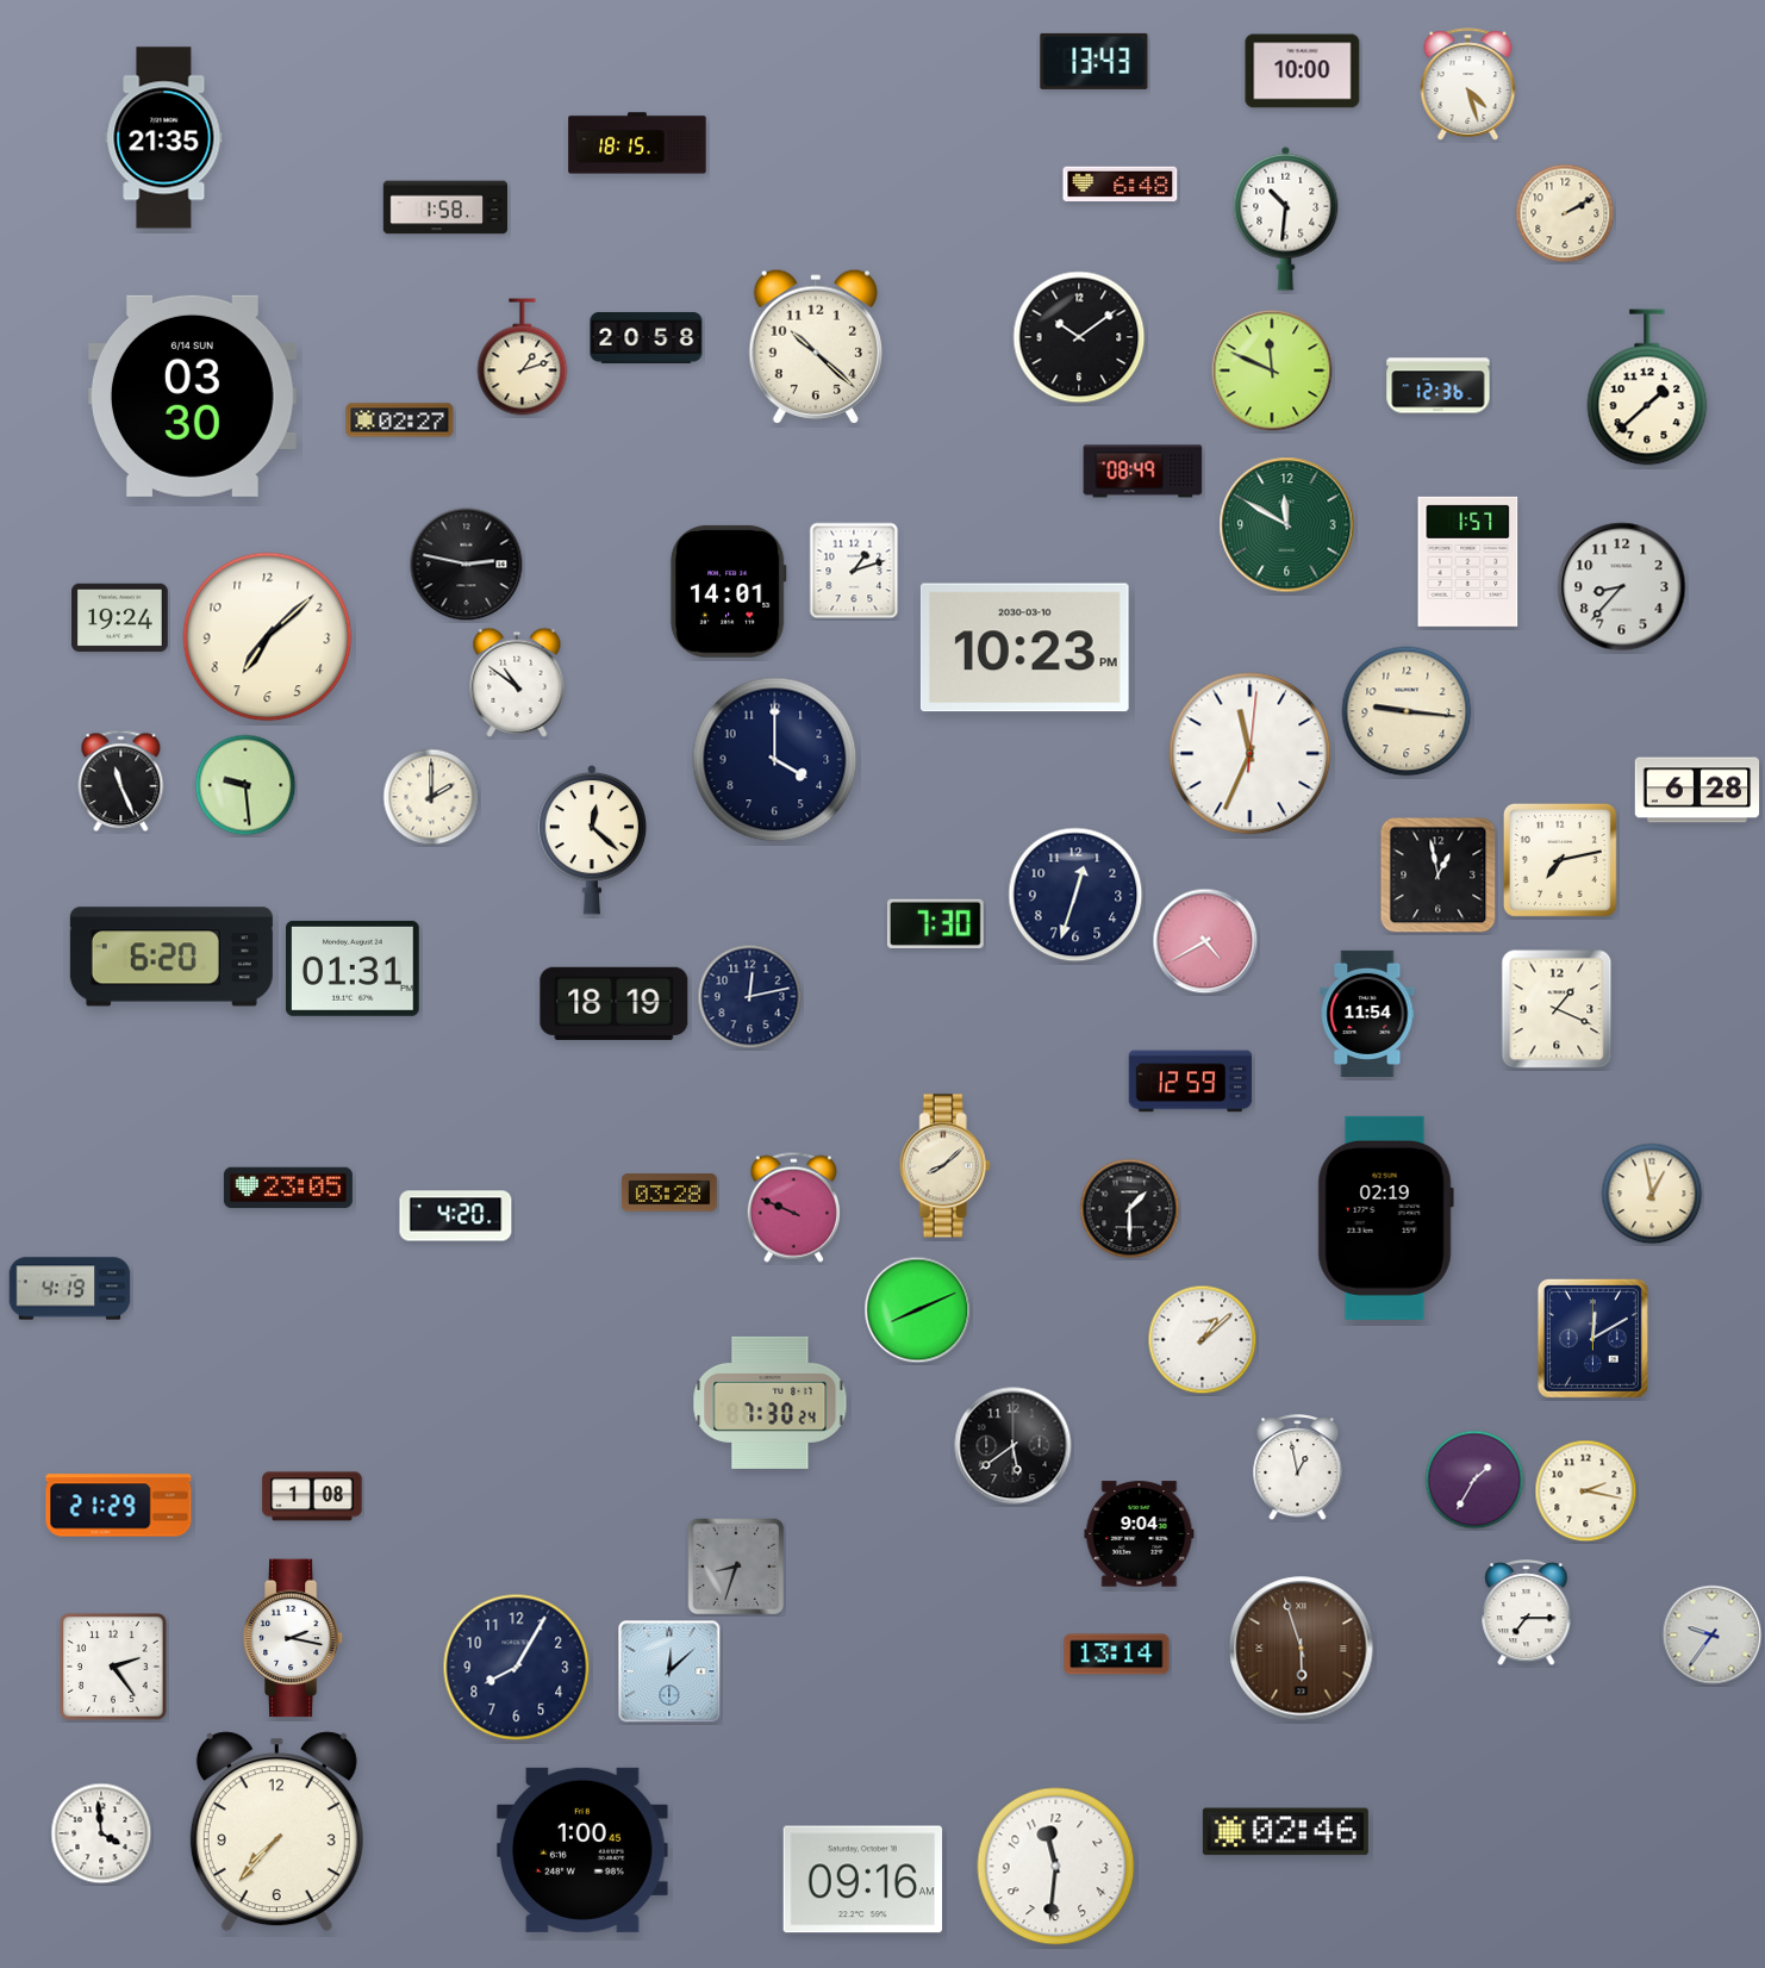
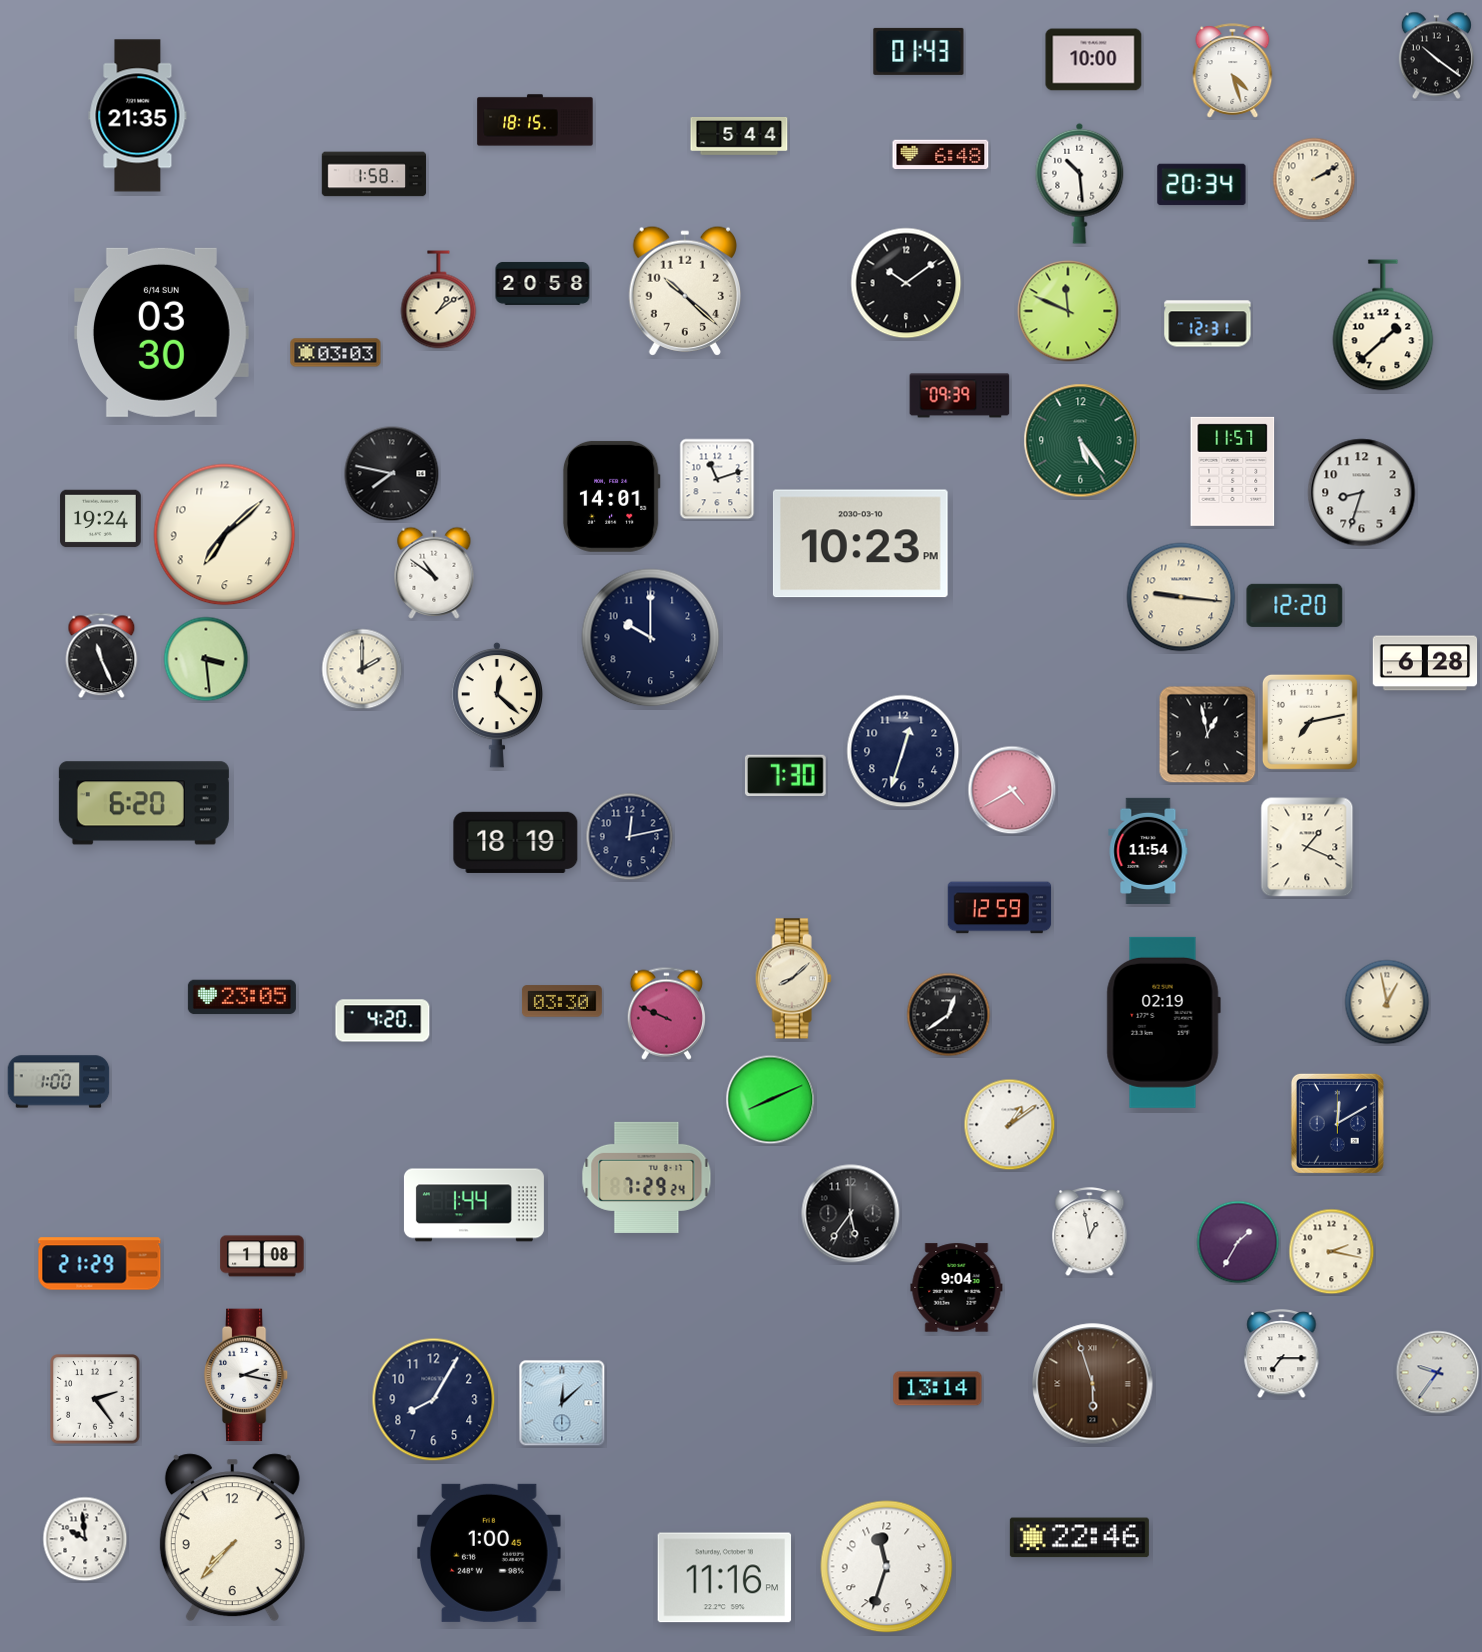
clock at (1094, 61): 13:43 -> 01:43
clock at (1436, 56): none -> 10:21
clock at (739, 136): none -> 5:44
clock at (1286, 218): 10:31 -> 10:29
clock at (1202, 185): none -> 20:34
clock at (523, 357): 1:12 -> 1:09
clock at (1439, 386): 12:36 -> 12:31
clock at (400, 421): 02:27 -> 03:03
clock at (1143, 472): 08:49 -> 09:39
clock at (1287, 525): 11:50 -> 5:24
clock at (1468, 561): 1:57 -> 11:57
clock at (467, 565): 2:47 -> 7:47
clock at (854, 571): 1:12 -> 11:12
clock at (1622, 587): 8:37 -> 8:33
clock at (1295, 605): none -> 12:20
clock at (1251, 754): 11:34 -> none
clock at (775, 760): 4:00 -> 10:00
clock at (245, 785): 9:29 -> 3:29
clock at (353, 969): 01:31 -> none
clock at (669, 1192): 03:28 -> 03:30
clock at (1130, 1209): 1:30 -> 12:39
clock at (70, 1289): 4:19 -> 1:00
clock at (1203, 1340): 1:08 -> 1:09
clock at (771, 1402): 7:30 -> 7:29
clock at (474, 1205): none -> 1:44
clock at (1014, 1446): 5:39 -> 5:36
clock at (736, 1567): 8:33 -> none
clock at (1285, 1832): 02:46 -> 22:46
clock at (101, 1833): 3:59 -> 9:59
clock at (1056, 1867): 11:31 -> 11:33
clock at (863, 1880): 09:16 -> 11:16
